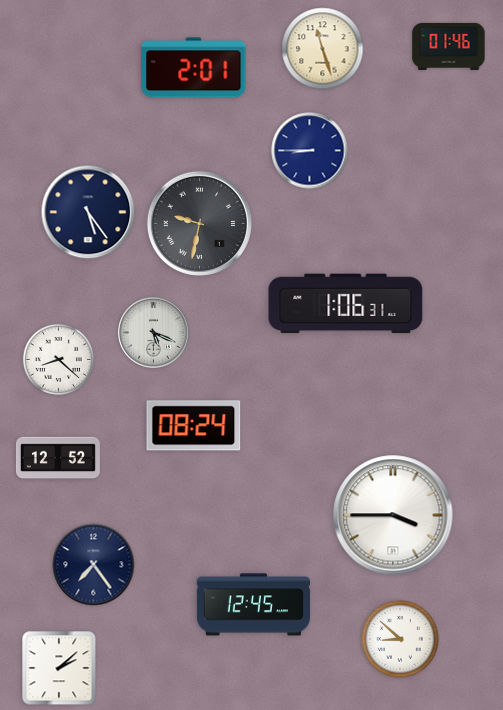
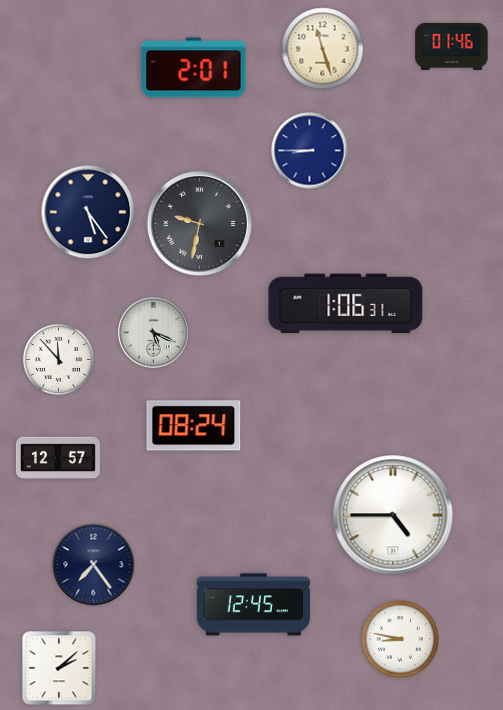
clock at (449, 46) position: (449, 46) -> (452, 46)
clock at (58, 359): 8:22 -> 11:53
clock at (58, 458): 12:52 -> 12:57
clock at (393, 515): 3:45 -> 4:45
clock at (400, 639): 8:52 -> 8:47
